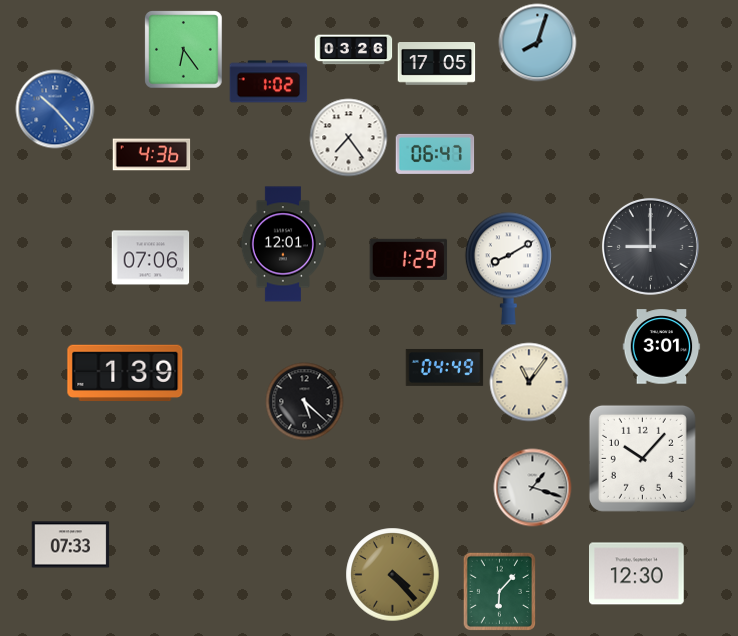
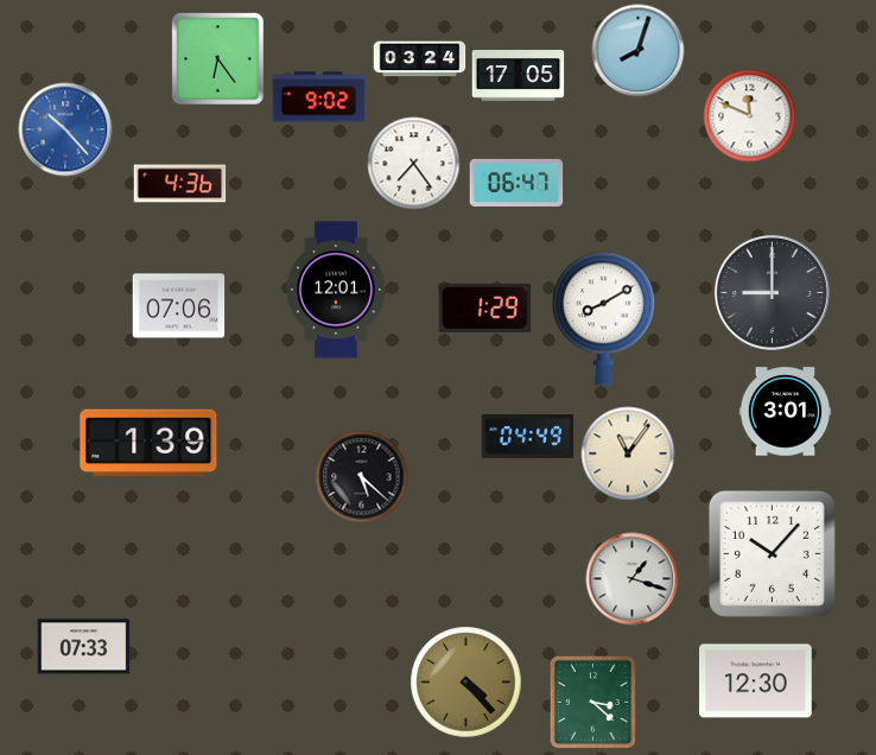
clock at (353, 50): 03:26 -> 03:24
clock at (268, 82): 1:02 -> 9:02
clock at (749, 115): none -> 11:49
clock at (642, 458) position: (642, 458) -> (772, 553)
clock at (499, 591): 6:07 -> 3:22
